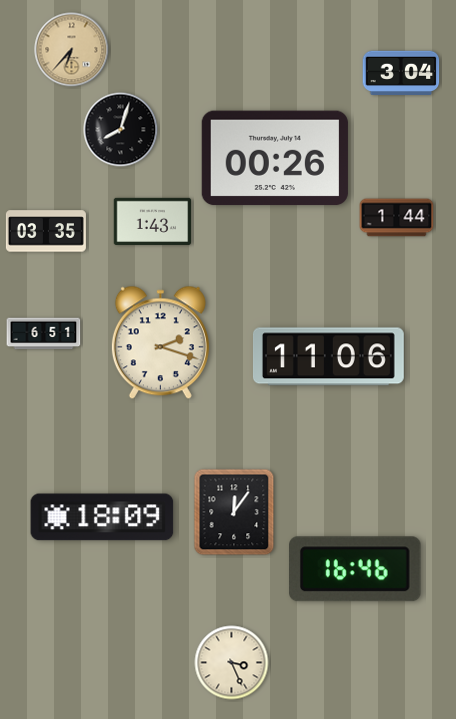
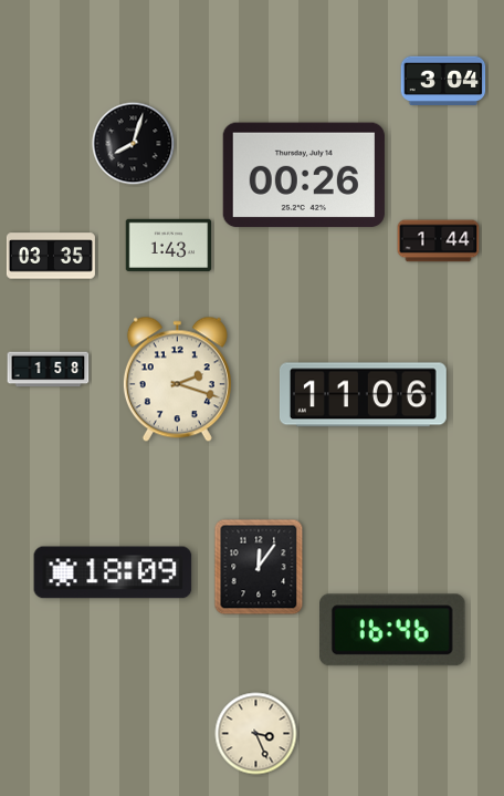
clock at (72, 50): 6:37 -> none
clock at (44, 334): 6:51 -> 1:58
